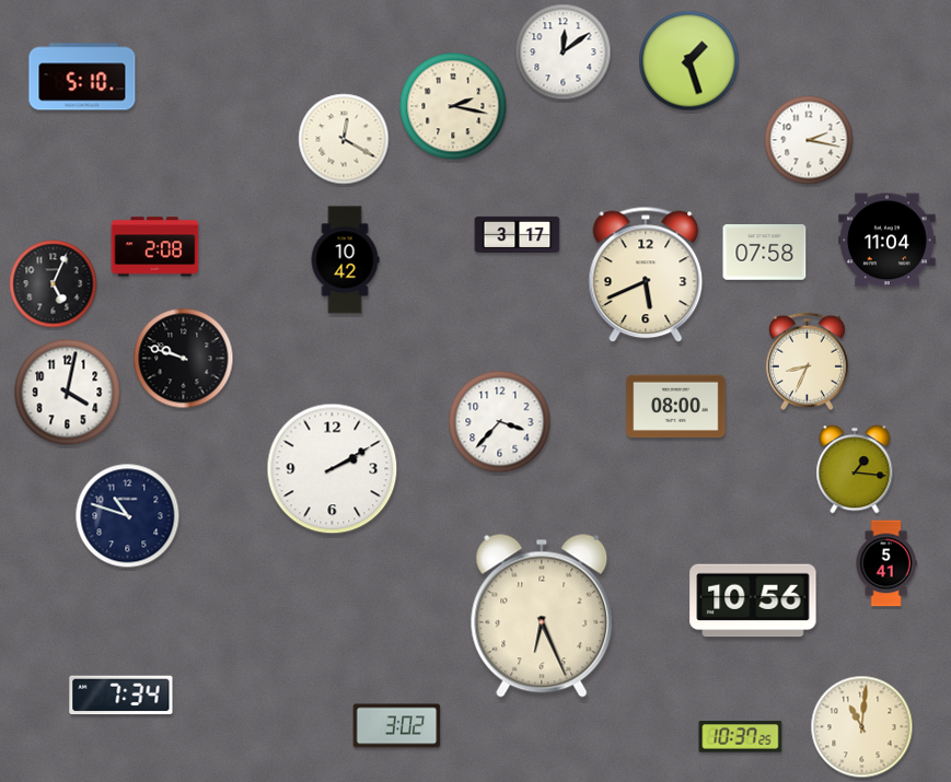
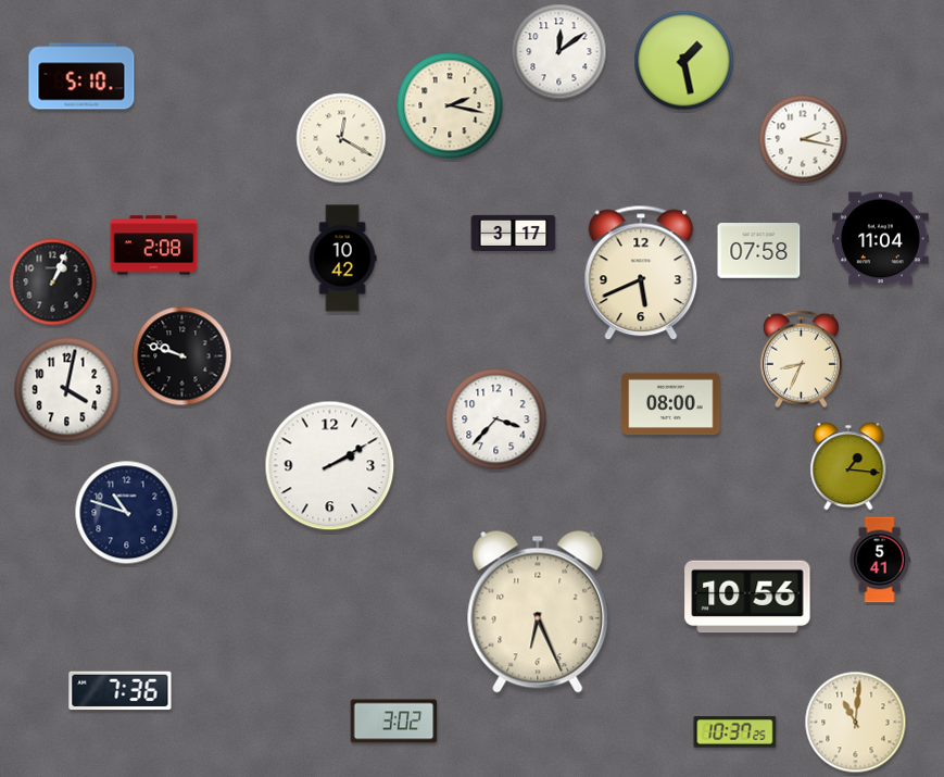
clock at (689, 61): 1:27 -> 1:28
clock at (54, 284): 5:04 -> 1:04
clock at (121, 696): 7:34 -> 7:36
